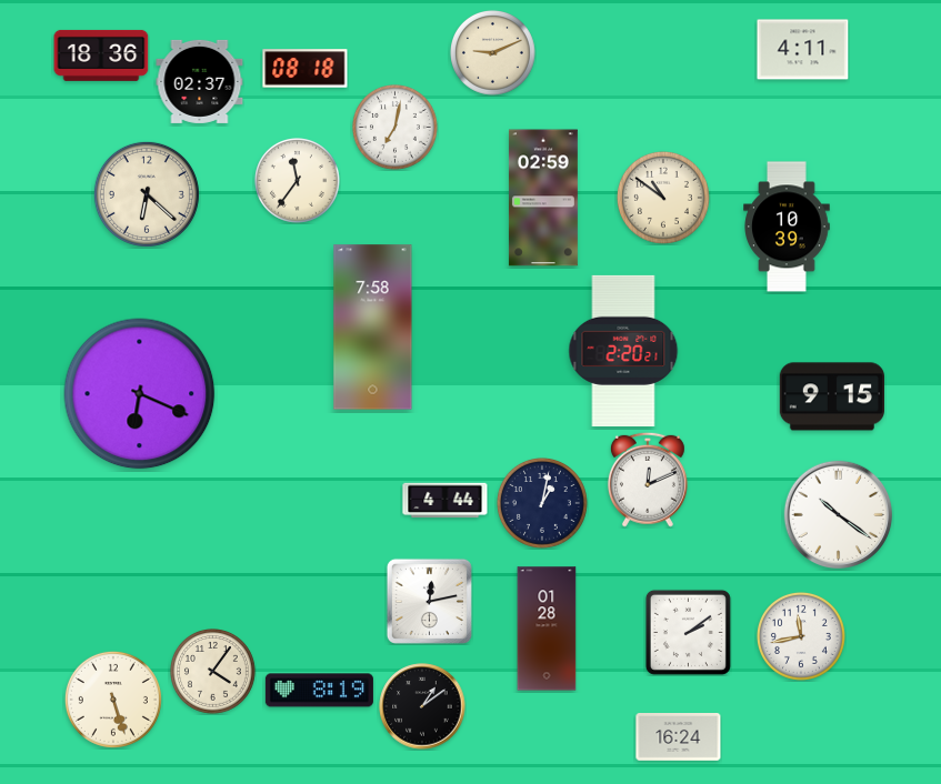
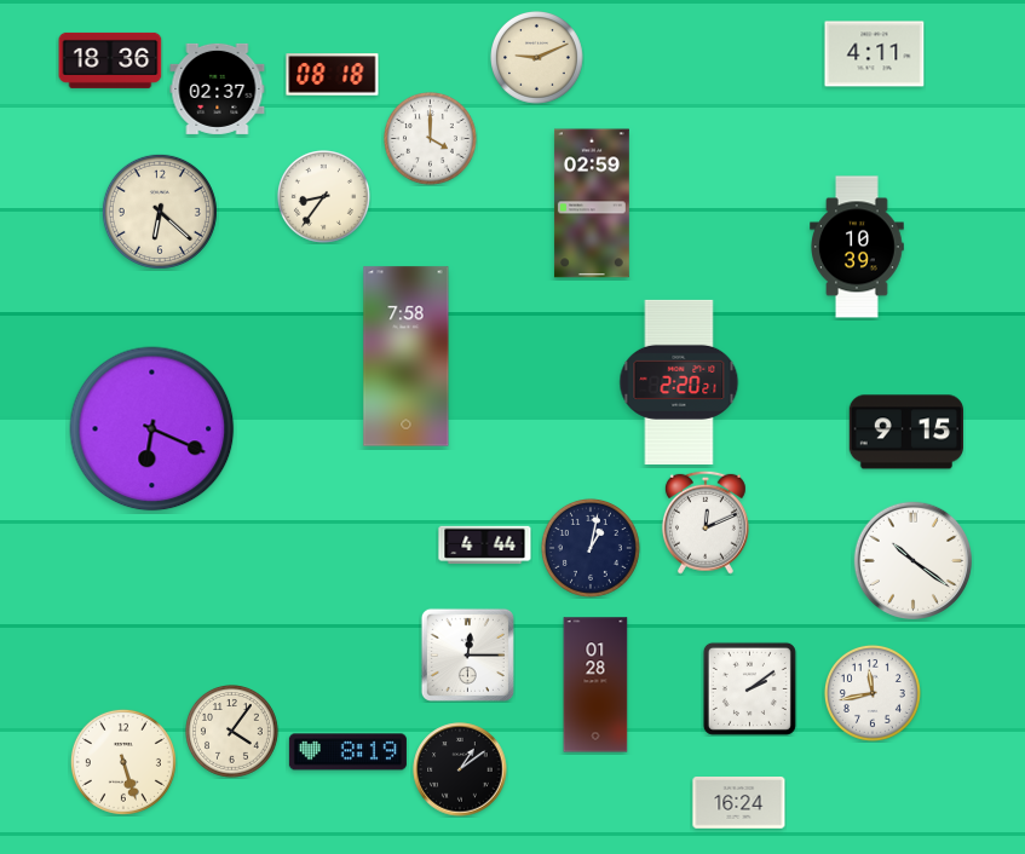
clock at (396, 128): 7:02 -> 4:00
clock at (298, 181): 11:36 -> 8:36
clock at (543, 198) position: (543, 198) -> (592, 203)
clock at (663, 198): 10:51 -> none
clock at (429, 601): 12:13 -> 12:15
